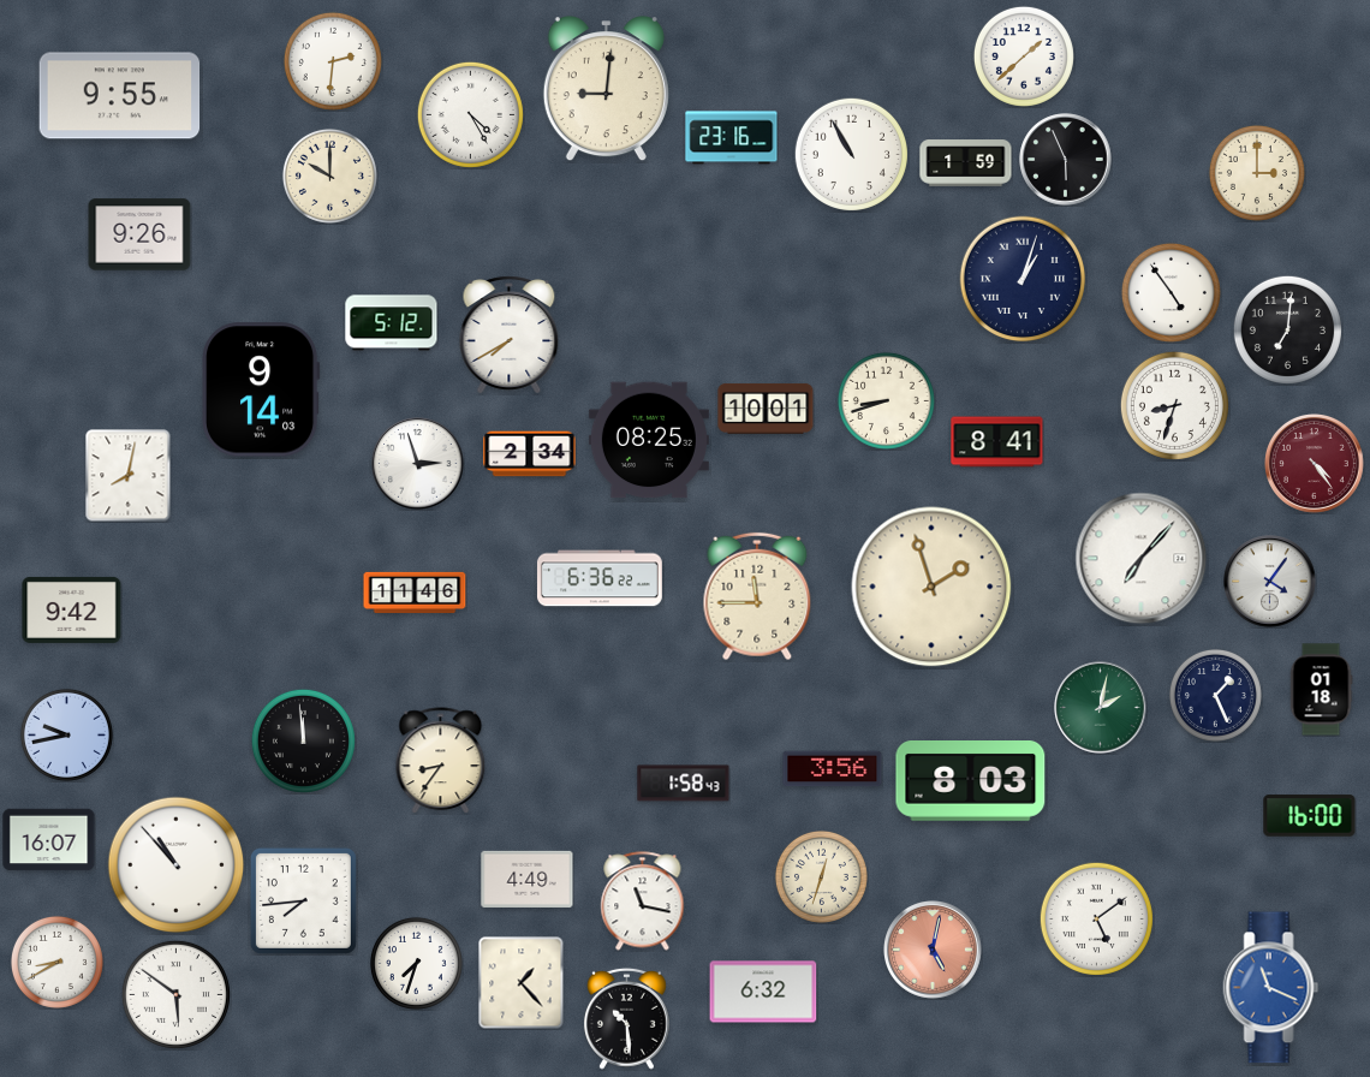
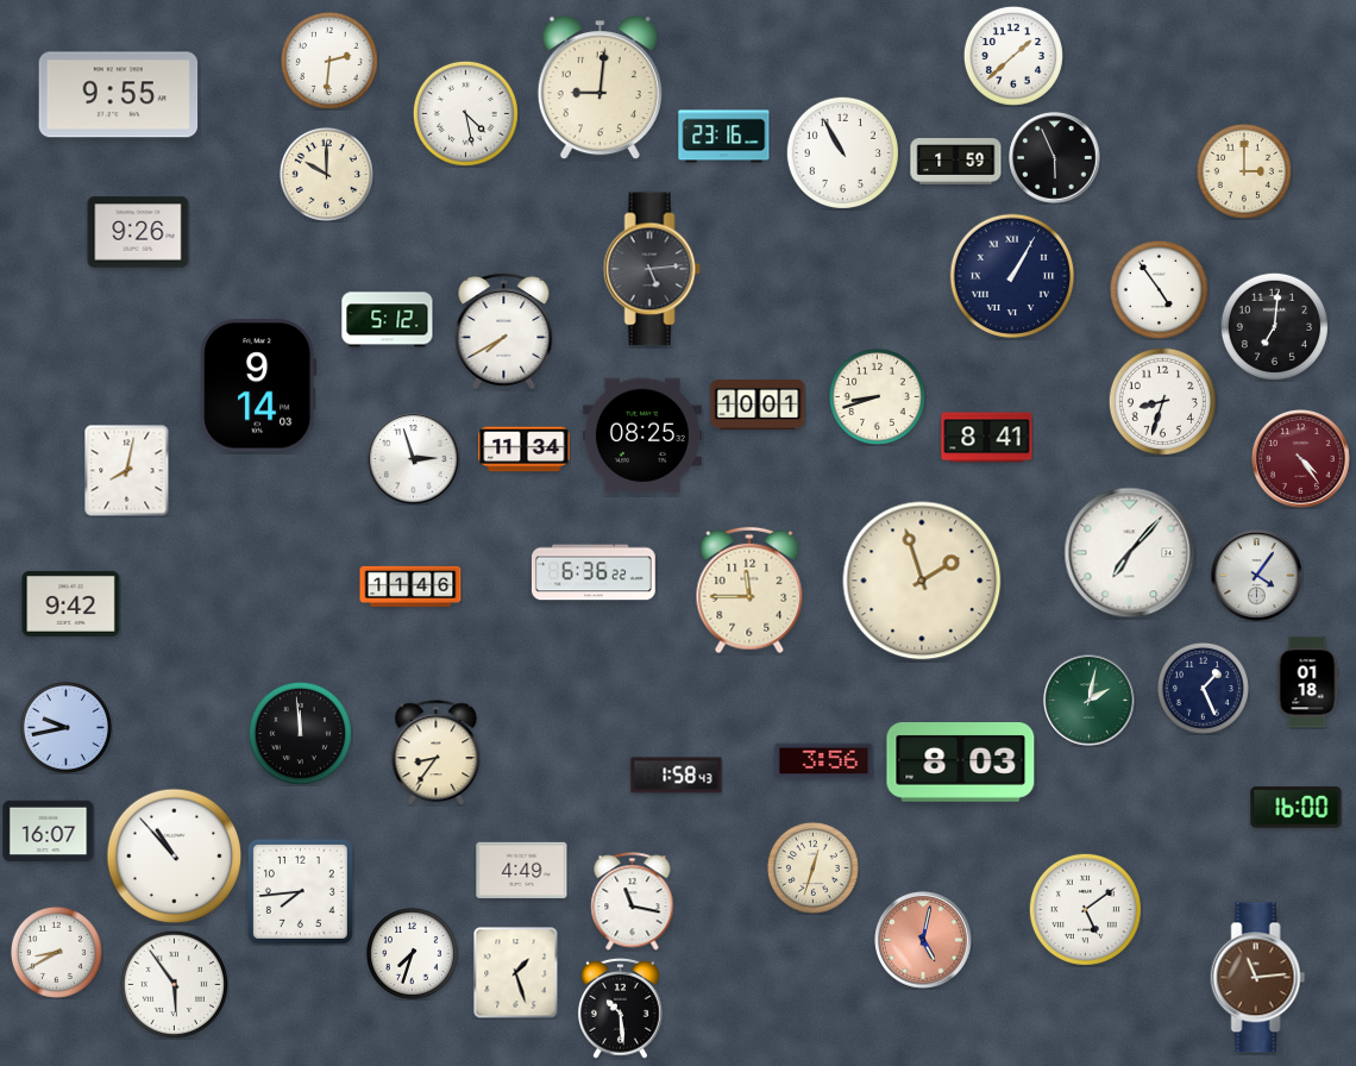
clock at (470, 114): 4:25 -> 4:28
clock at (652, 269): none -> 5:14
clock at (1023, 279): 1:03 -> 1:05
clock at (530, 454): 2:34 -> 11:34
clock at (971, 781) position: (971, 781) -> (961, 763)
clock at (643, 902) position: (643, 902) -> (633, 902)
clock at (522, 982): 1:23 -> 1:27
clock at (1271, 988): 11:19 -> 11:14
clock at (1271, 988) dial: blue -> brown
clock at (763, 992): 6:32 -> none
clock at (175, 994): 5:51 -> 5:54
